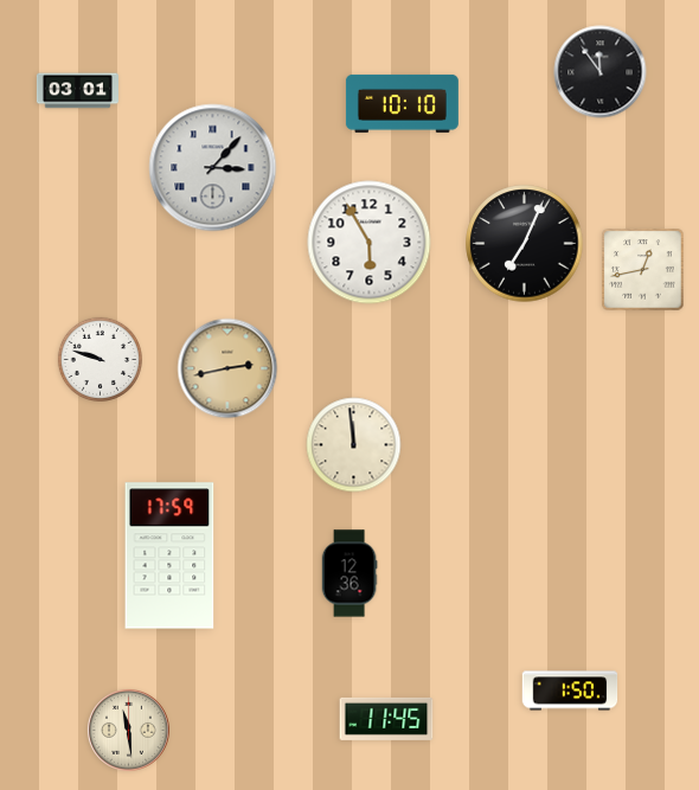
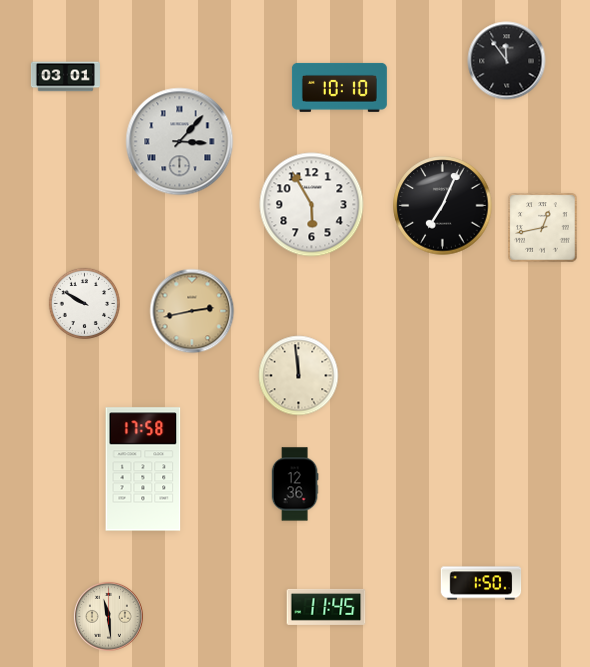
clock at (100, 359): 9:48 -> 9:50
clock at (169, 555): 17:59 -> 17:58
